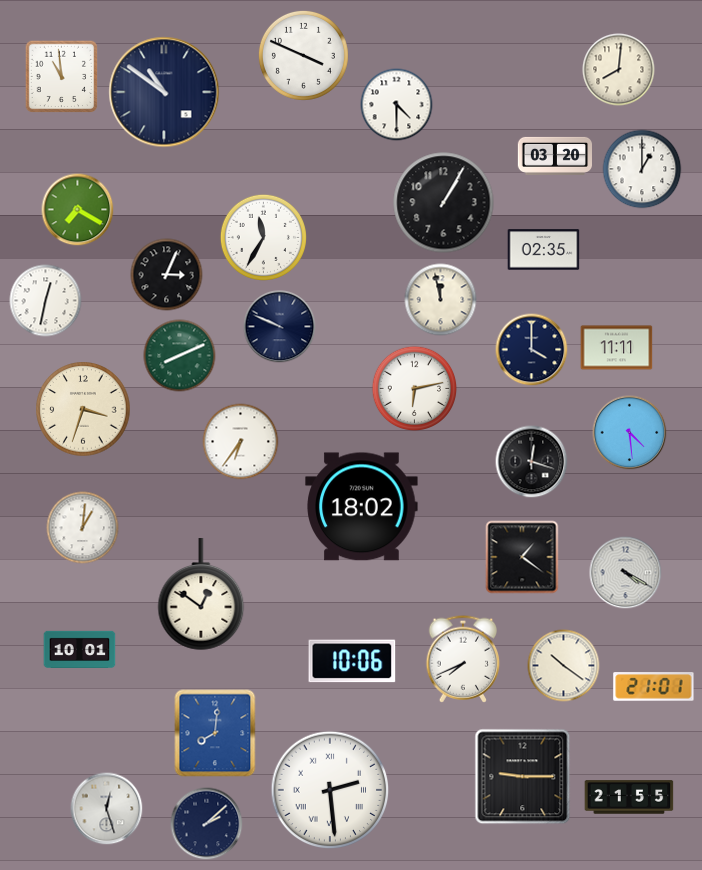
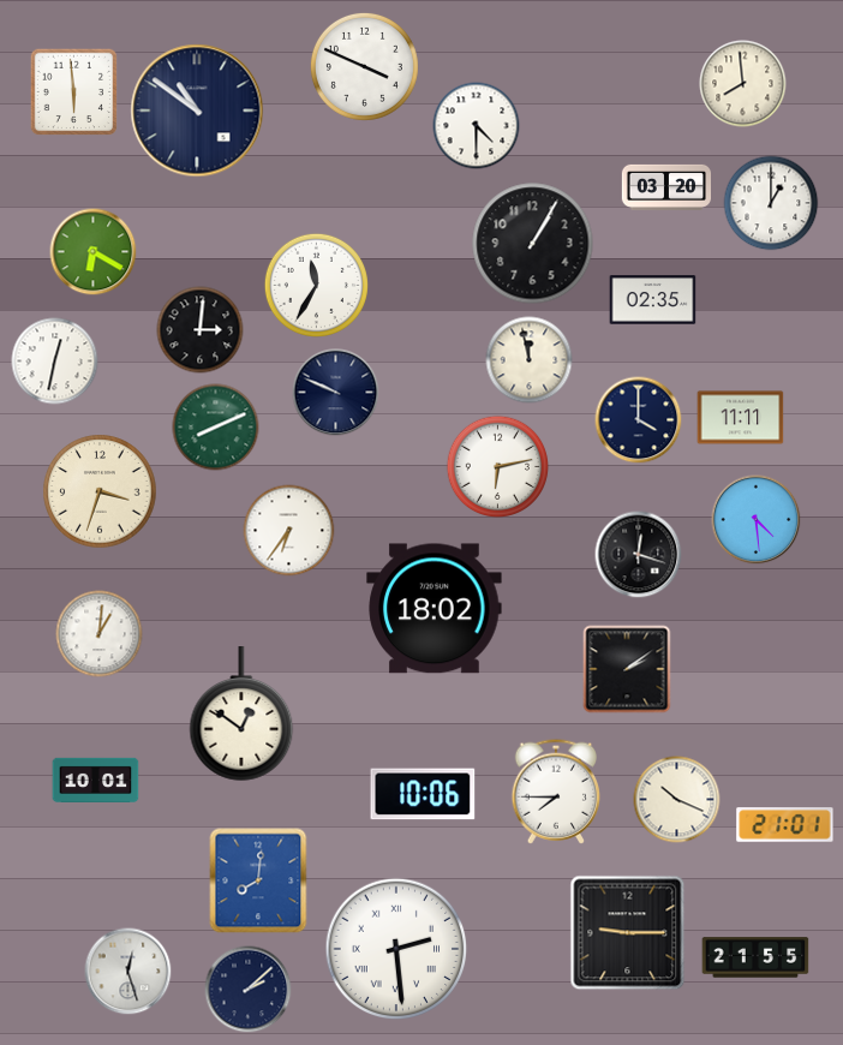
clock at (619, 70): 8:01 -> 7:59
clock at (62, 77): 10:59 -> 5:59
clock at (78, 210): 7:20 -> 6:20
clock at (167, 275): 3:04 -> 3:01
clock at (522, 557): 1:21 -> 2:09
clock at (626, 573): 4:20 -> none
clock at (463, 659): 7:41 -> 7:45
clock at (564, 666): 10:21 -> 10:19
